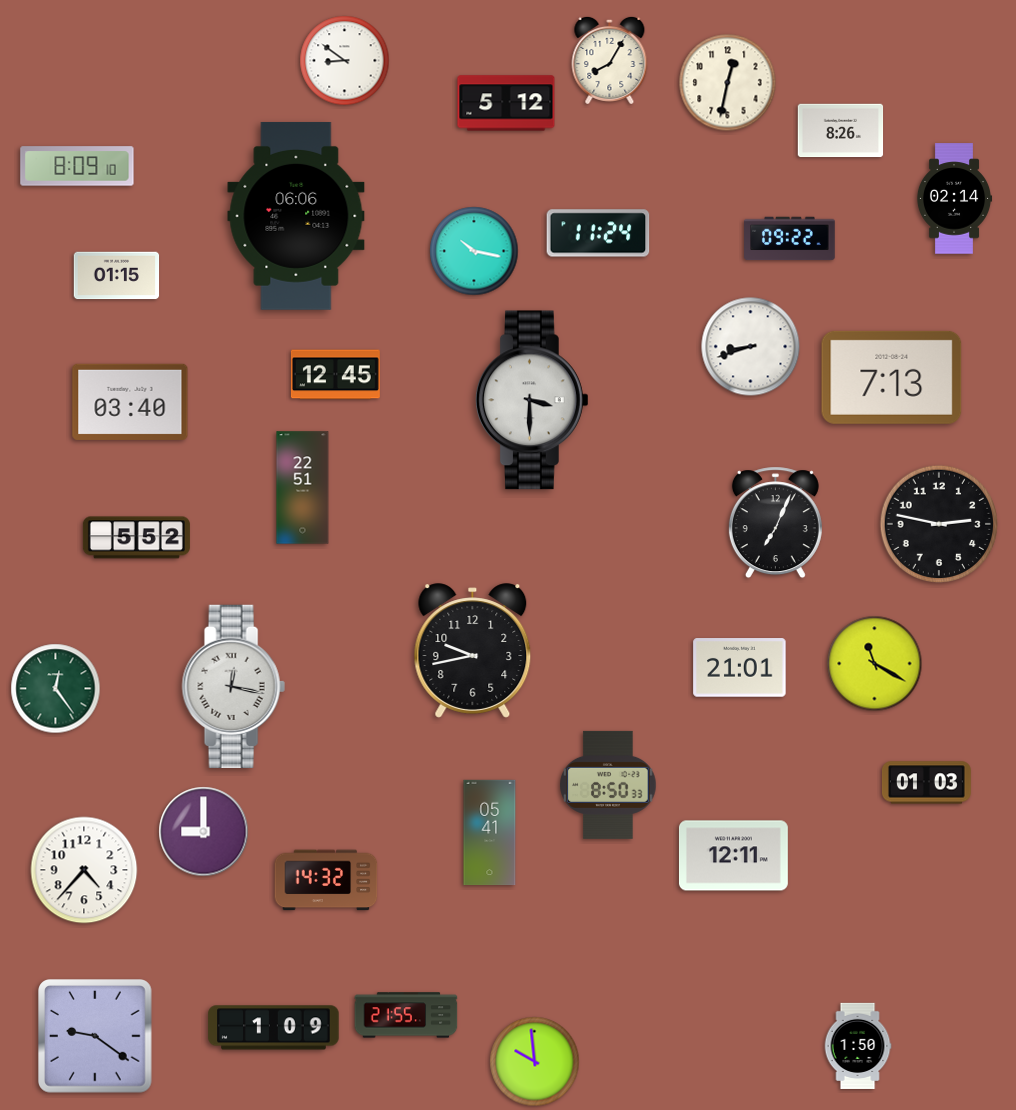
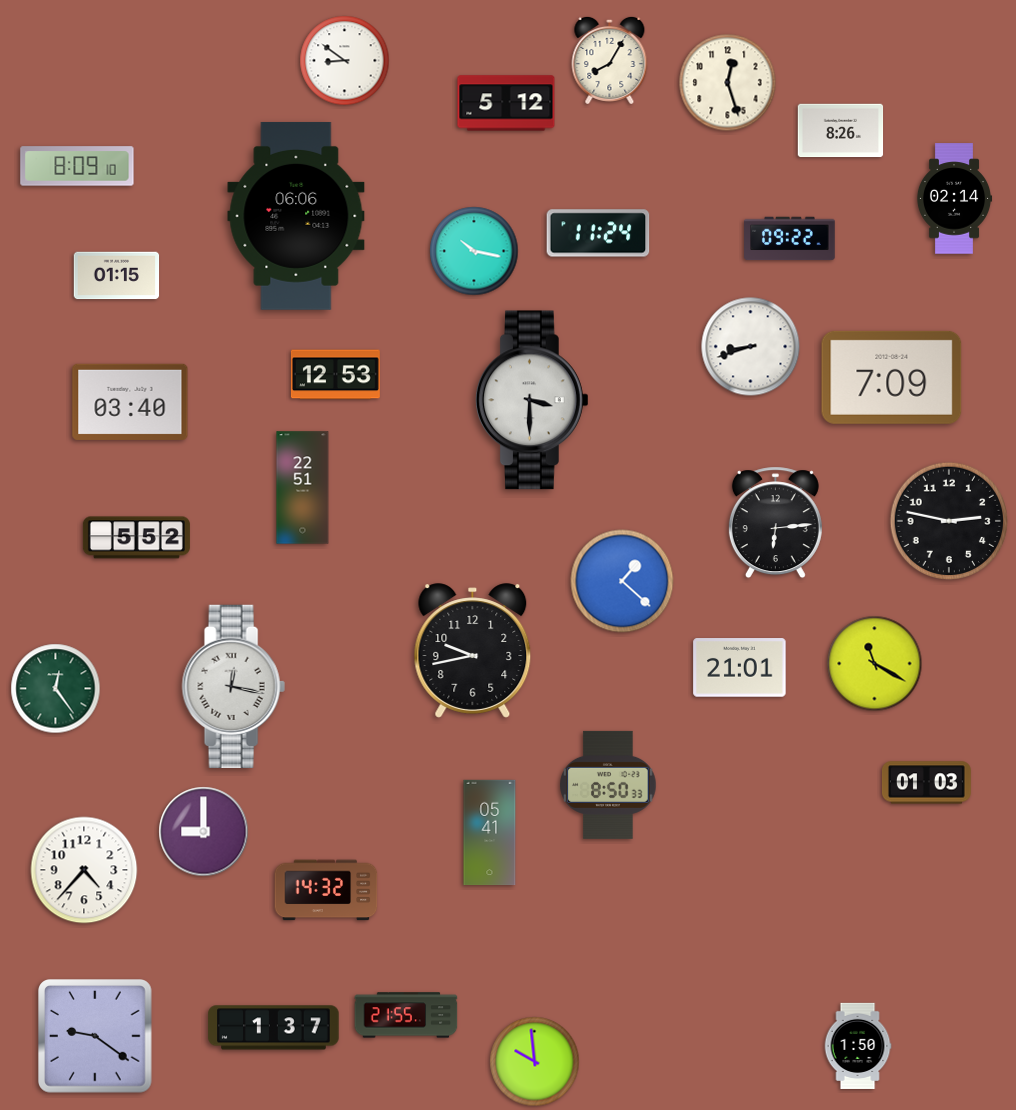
clock at (728, 83): 12:32 -> 12:27
clock at (335, 375): 12:45 -> 12:53
clock at (892, 377): 7:13 -> 7:09
clock at (775, 523): 7:04 -> 6:14
clock at (939, 524) position: (939, 524) -> (949, 521)
clock at (622, 581): none -> 1:22
clock at (733, 856): 12:11 -> none
clock at (326, 880) position: (326, 880) -> (326, 890)
clock at (274, 1028): 1:09 -> 1:37
